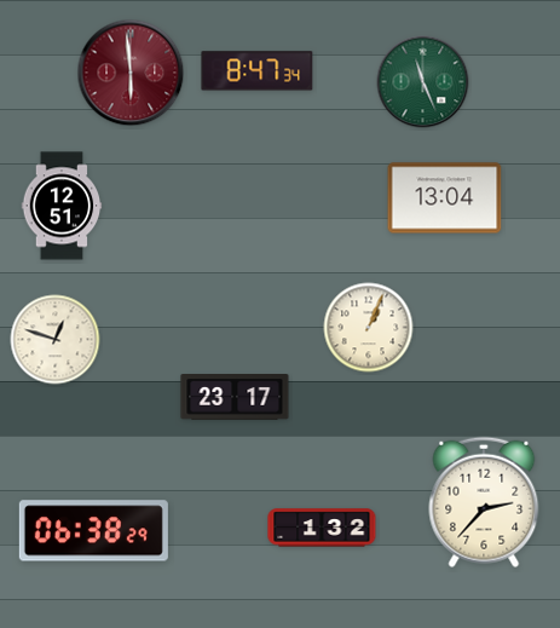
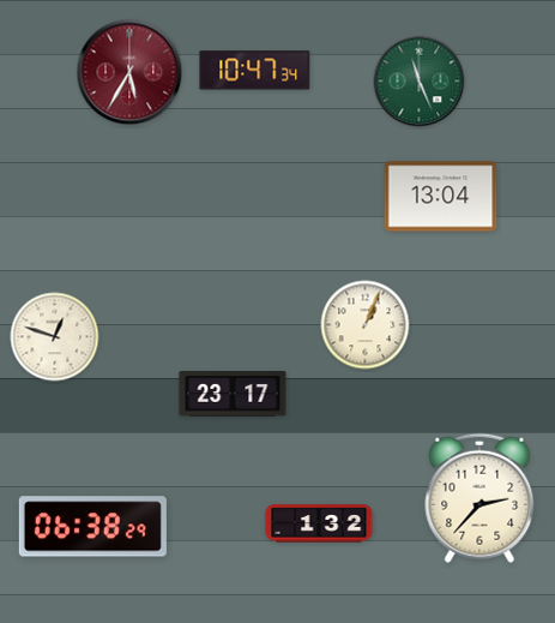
clock at (258, 71): 8:47 -> 10:47
clock at (131, 73): 5:59 -> 5:35
clock at (62, 206): 12:51 -> none
